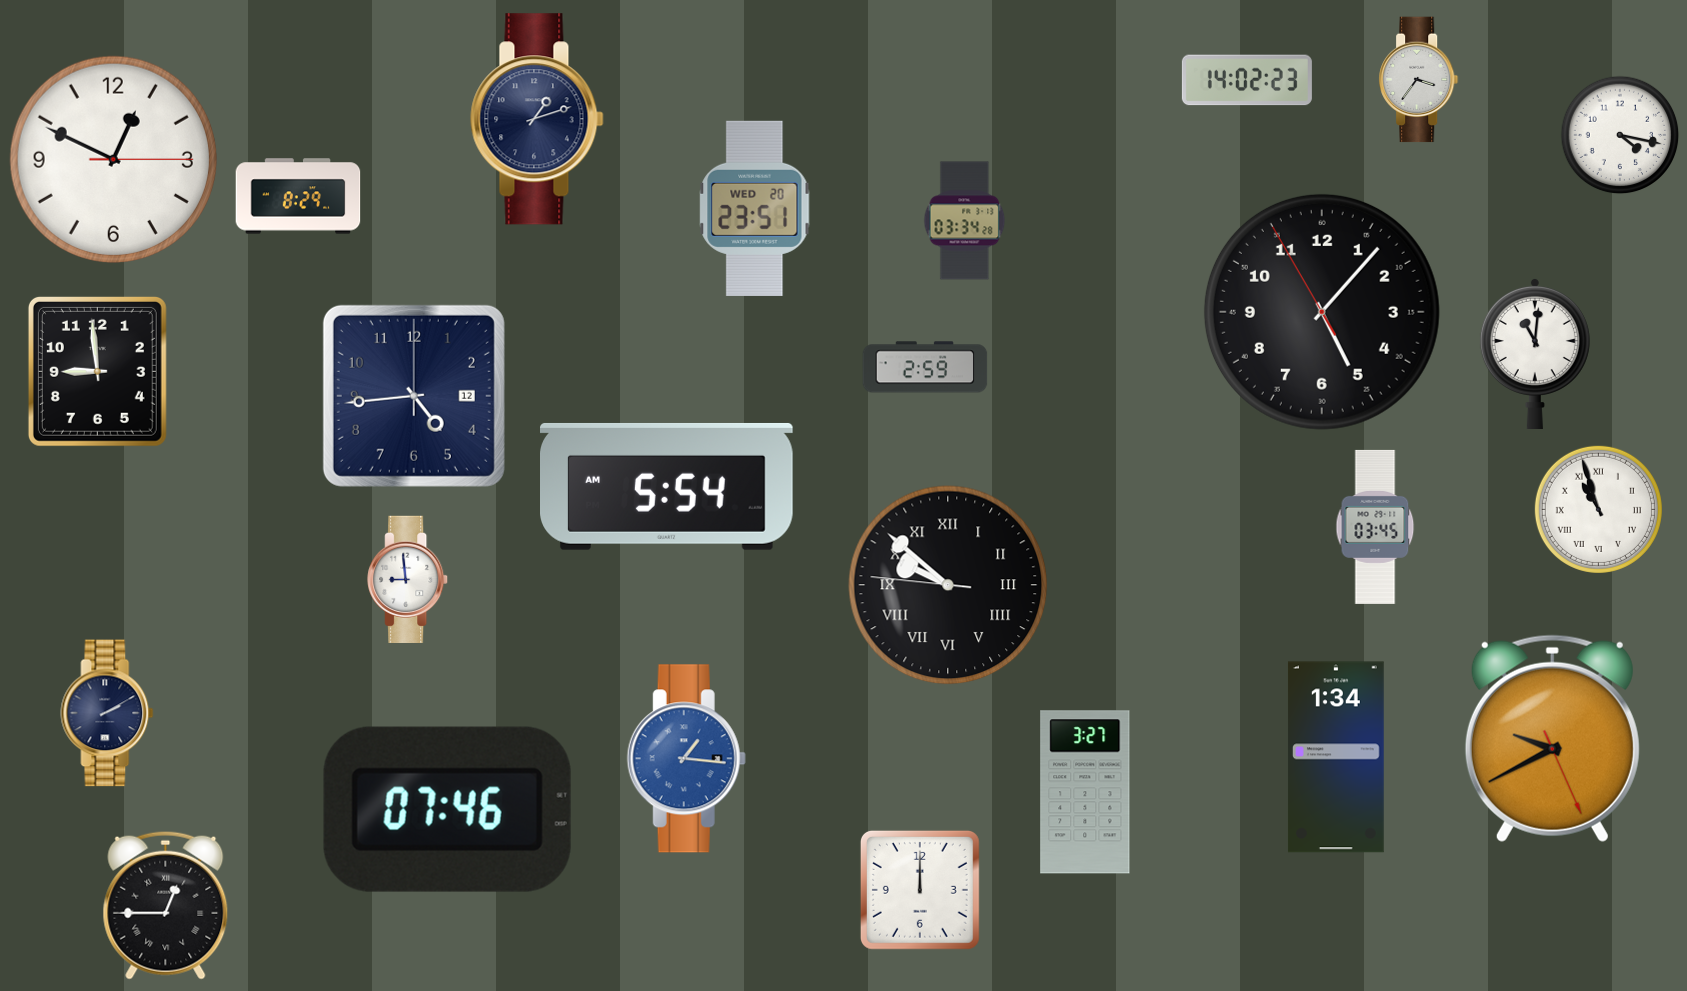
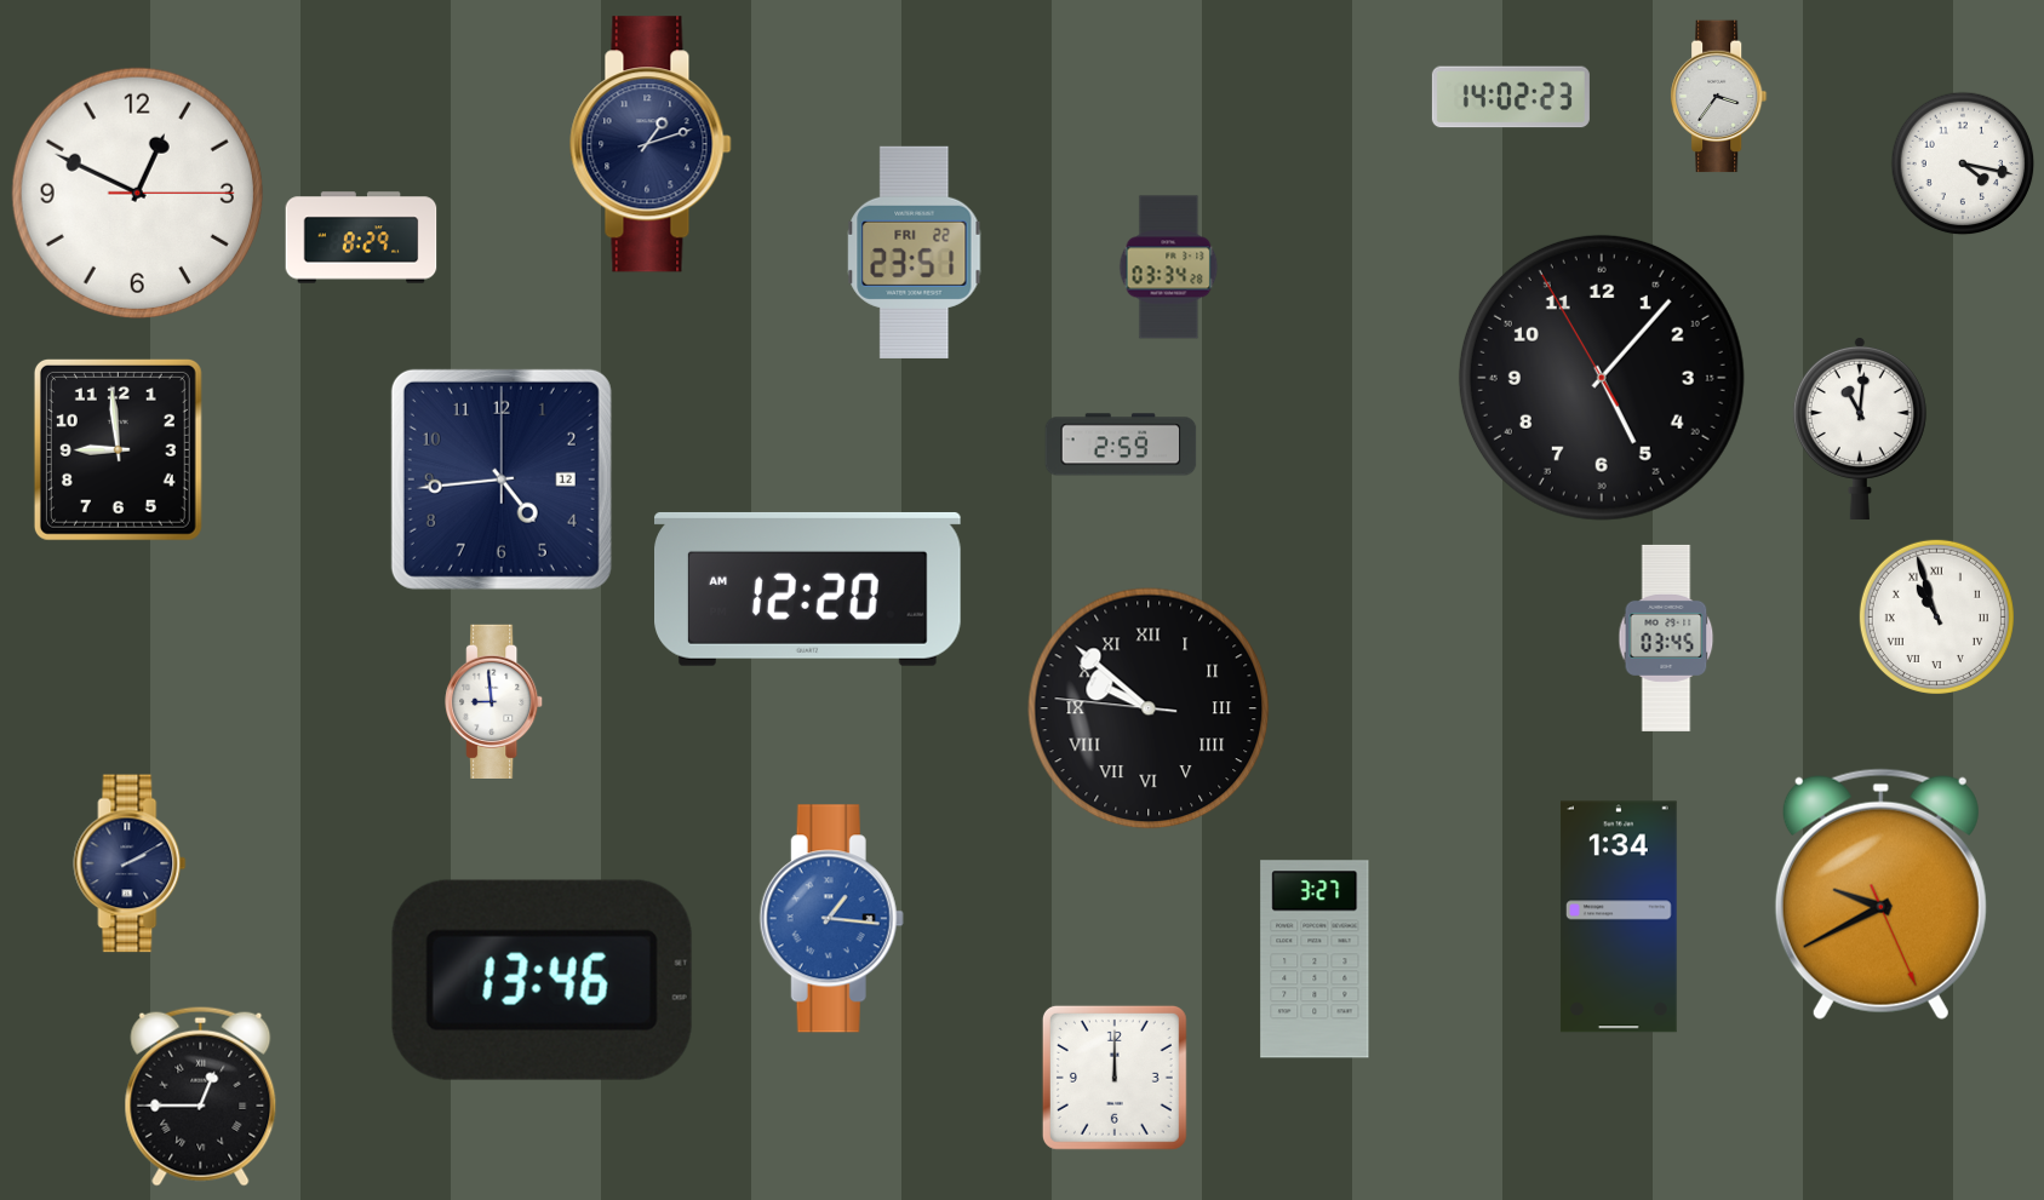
clock at (755, 208) date: WED 20 -> FRI 22
clock at (667, 486): 5:54 -> 12:20
clock at (447, 809): 07:46 -> 13:46
